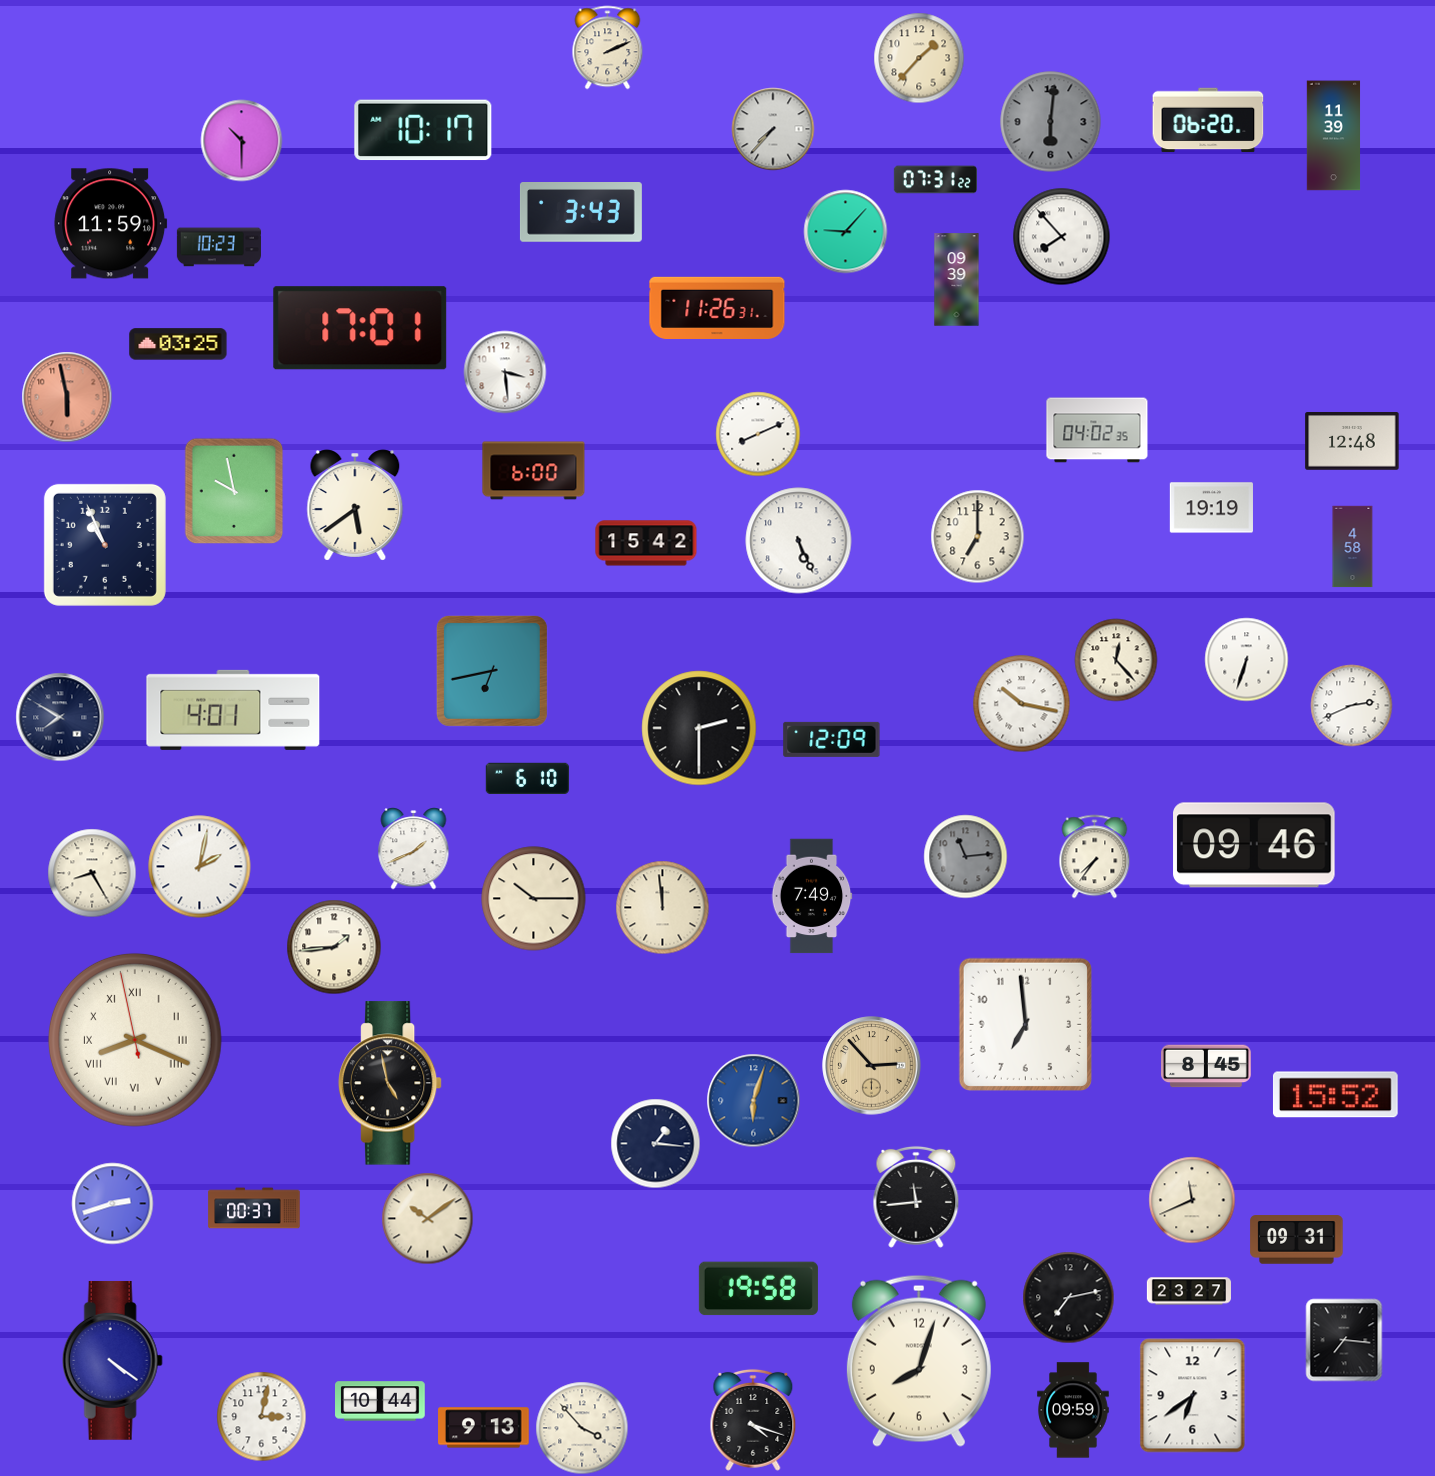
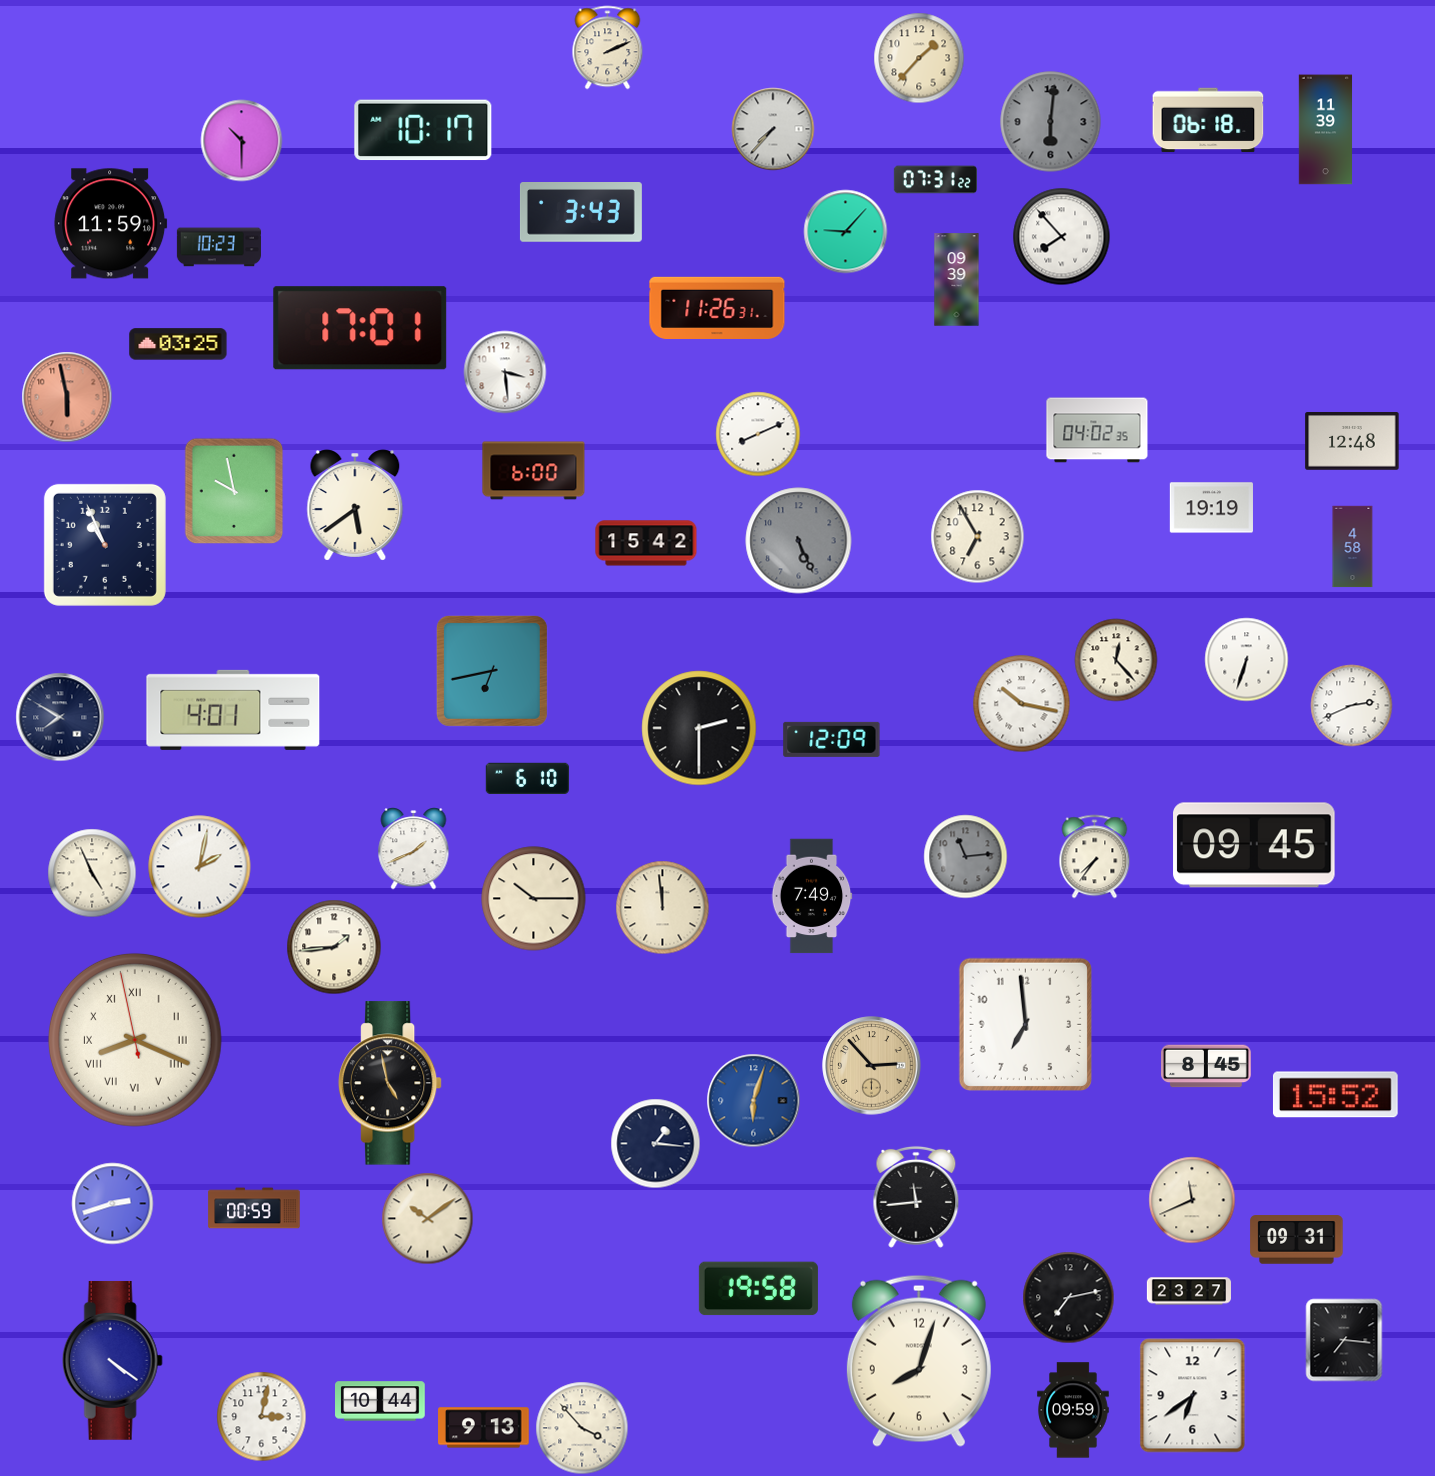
clock at (1208, 120): 06:20 -> 06:18
clock at (1334, 136) position: (1334, 136) -> (1326, 130)
clock at (978, 537): 7:00 -> 6:55
clock at (799, 541) dial: white -> grey
clock at (1254, 845): 09:46 -> 09:45
clock at (92, 873): 8:25 -> 4:56
clock at (254, 1208): 00:37 -> 00:59
clock at (753, 1420): 4:18 -> none
